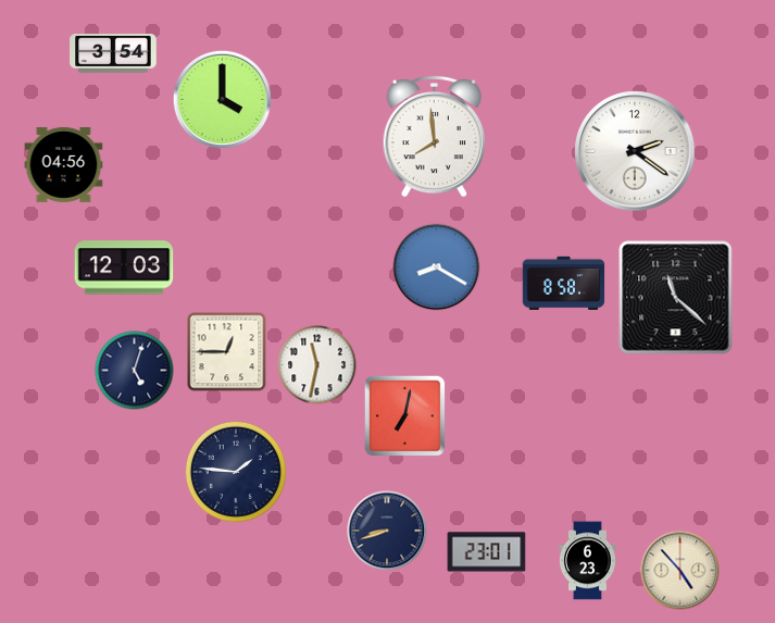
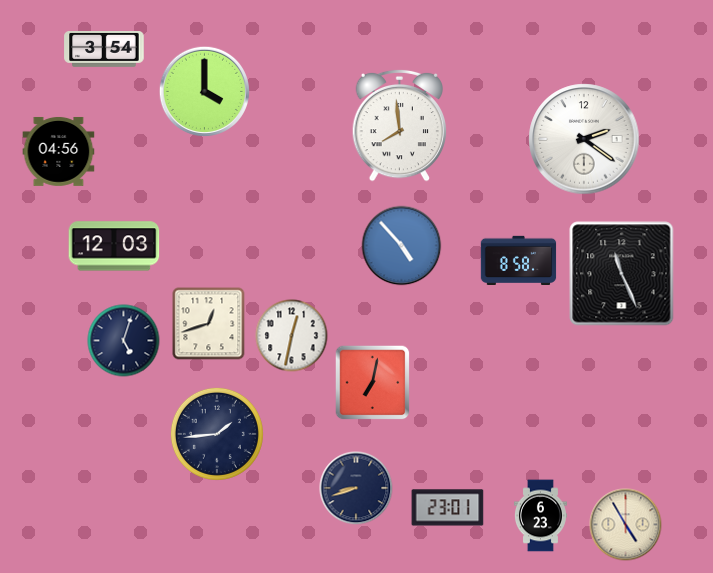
clock at (437, 267): 8:20 -> 4:53
clock at (676, 298): 11:22 -> 11:26
clock at (227, 352): 12:45 -> 12:42
clock at (317, 365): 11:32 -> 12:32
clock at (236, 472): 1:46 -> 1:44
clock at (680, 571): 4:53 -> 4:55
